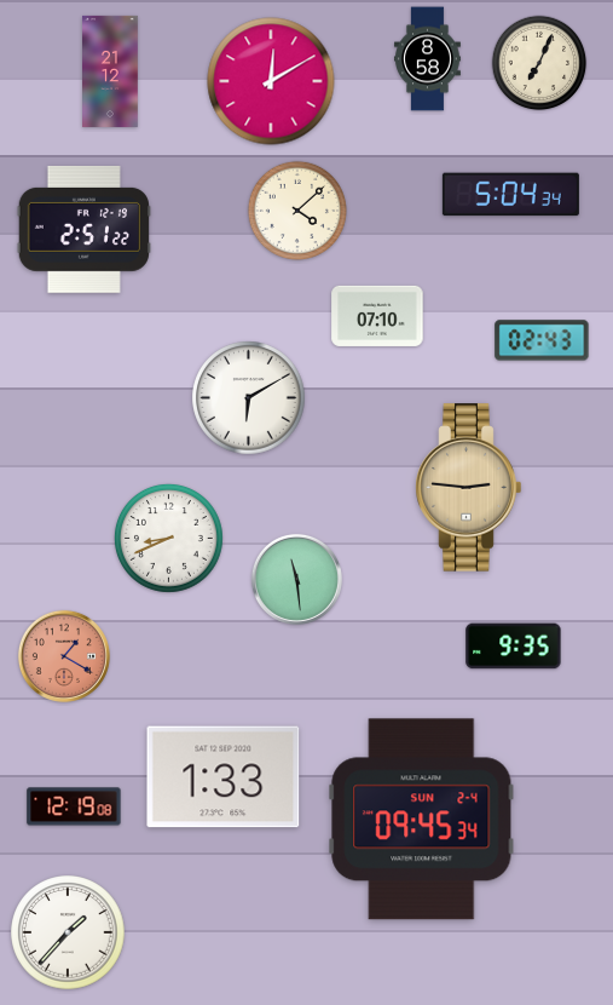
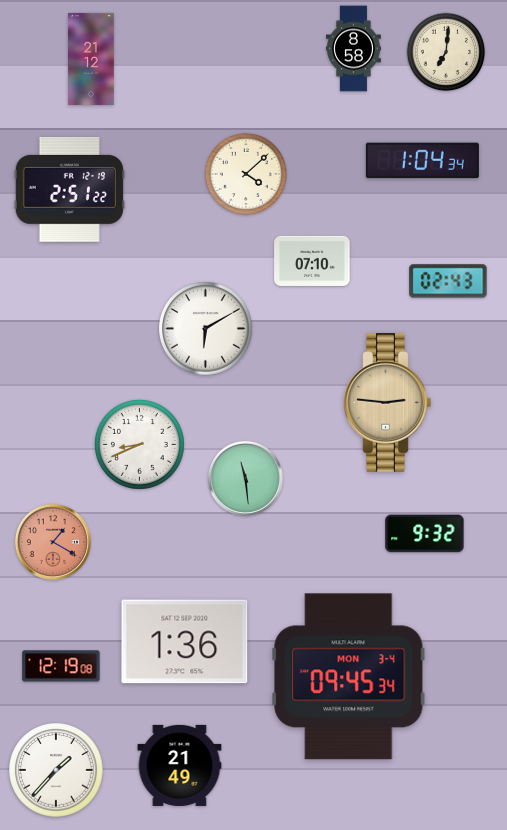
clock at (539, 63): 7:04 -> 7:01
clock at (271, 81): 12:10 -> none
clock at (510, 195): 5:04 -> 1:04
clock at (514, 647): 9:35 -> 9:32
clock at (224, 777): 1:33 -> 1:36
clock at (422, 820) date: SUN 2-4 -> MON 3-4
clock at (180, 765): none -> 21:49
